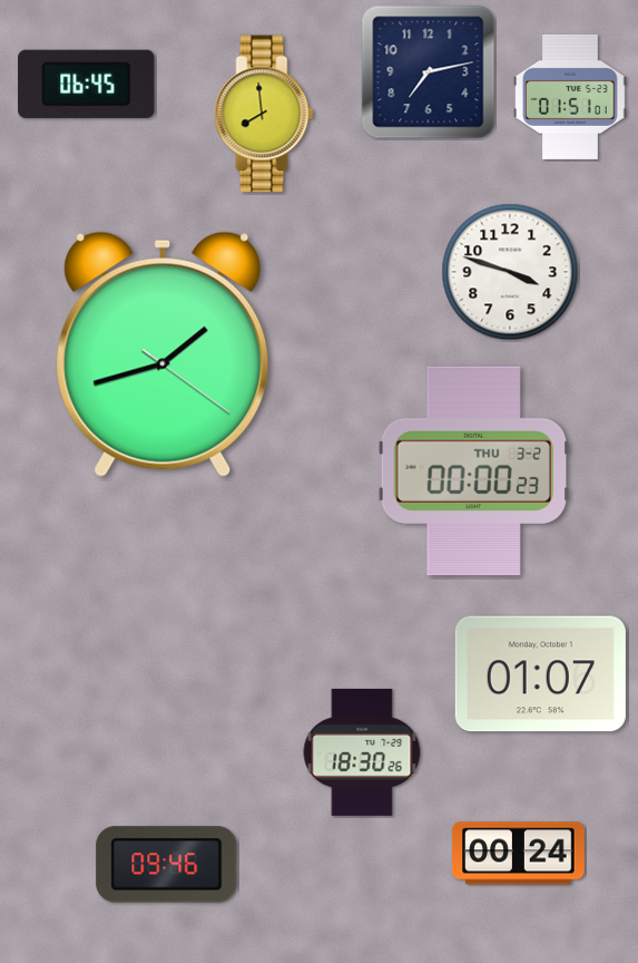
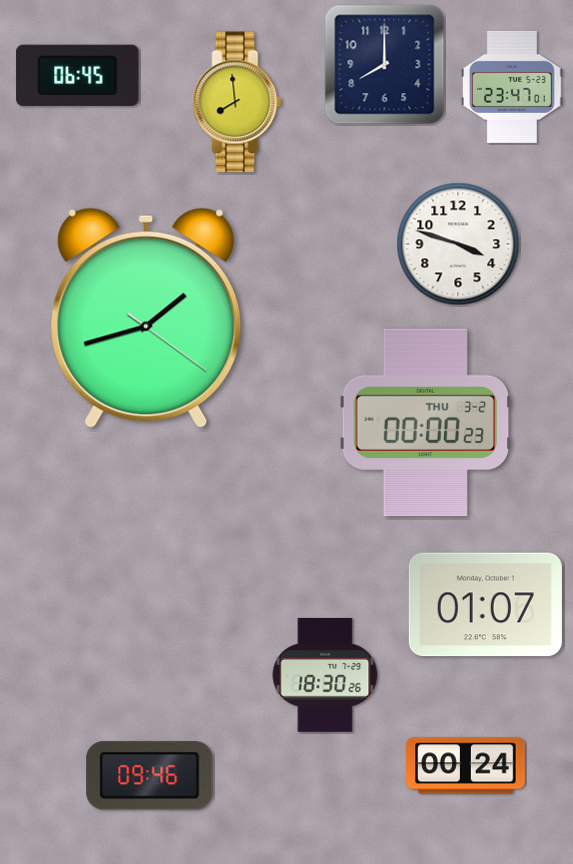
clock at (429, 72): 7:13 -> 8:00
clock at (570, 97): 01:51 -> 23:47
